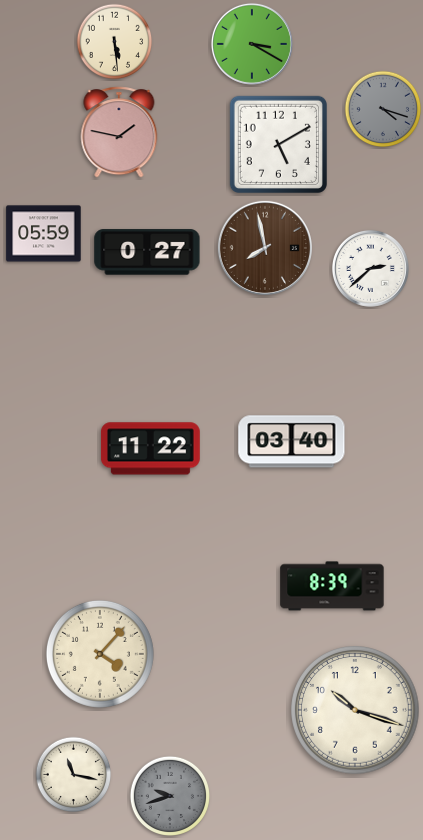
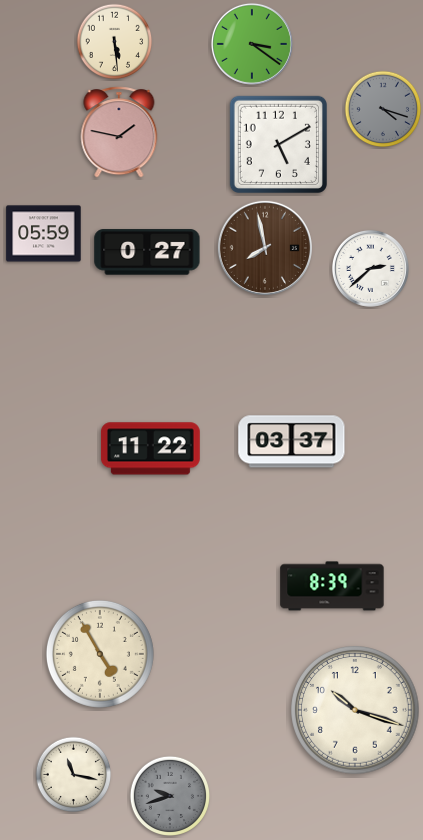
clock at (252, 44): 3:20 -> 3:21
clock at (292, 442): 03:40 -> 03:37
clock at (100, 654): 4:07 -> 4:55
